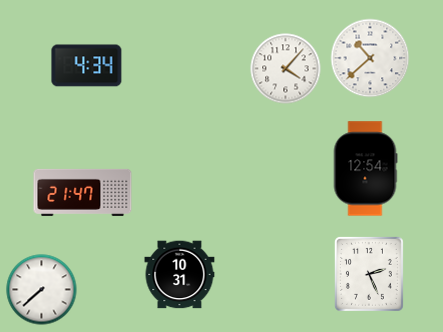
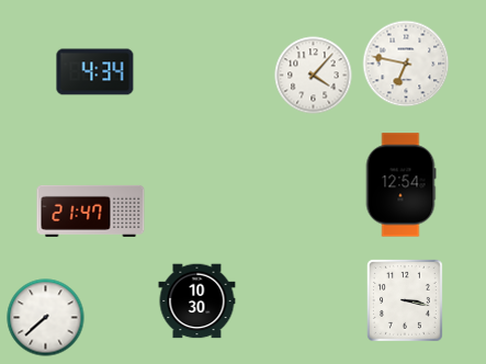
clock at (370, 58): 10:38 -> 6:47
clock at (369, 274): 2:26 -> 3:17
clock at (180, 275): 10:31 -> 10:30
